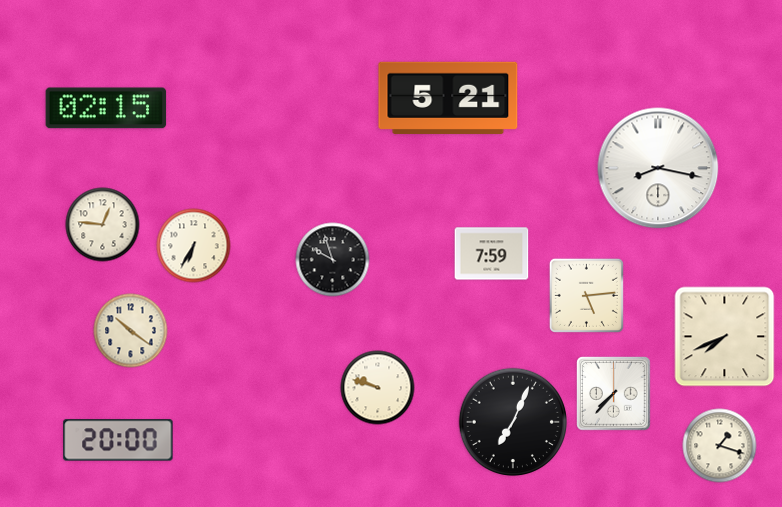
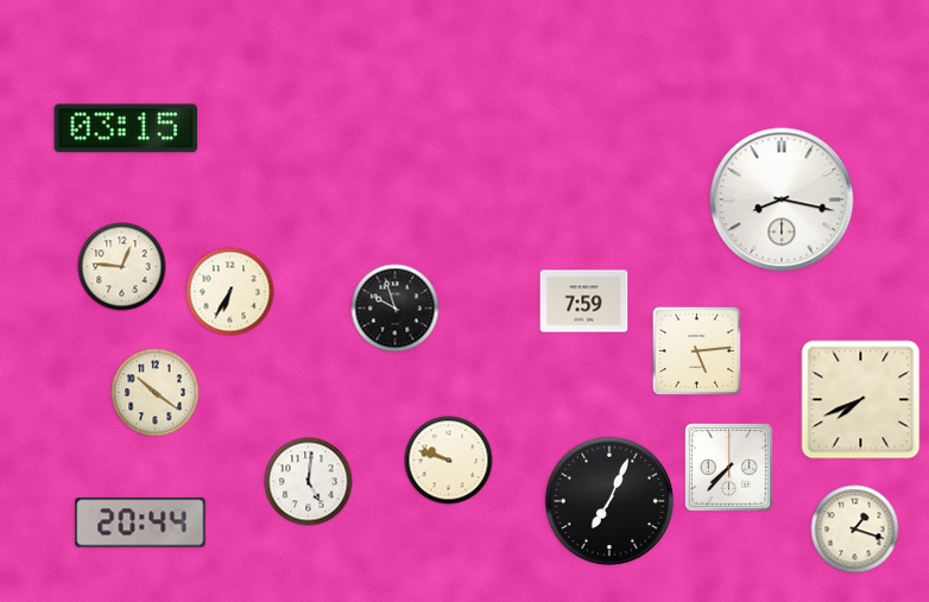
clock at (448, 98): 5:21 -> none
clock at (106, 108): 02:15 -> 03:15
clock at (309, 482): none -> 5:01
clock at (118, 440): 20:00 -> 20:44
